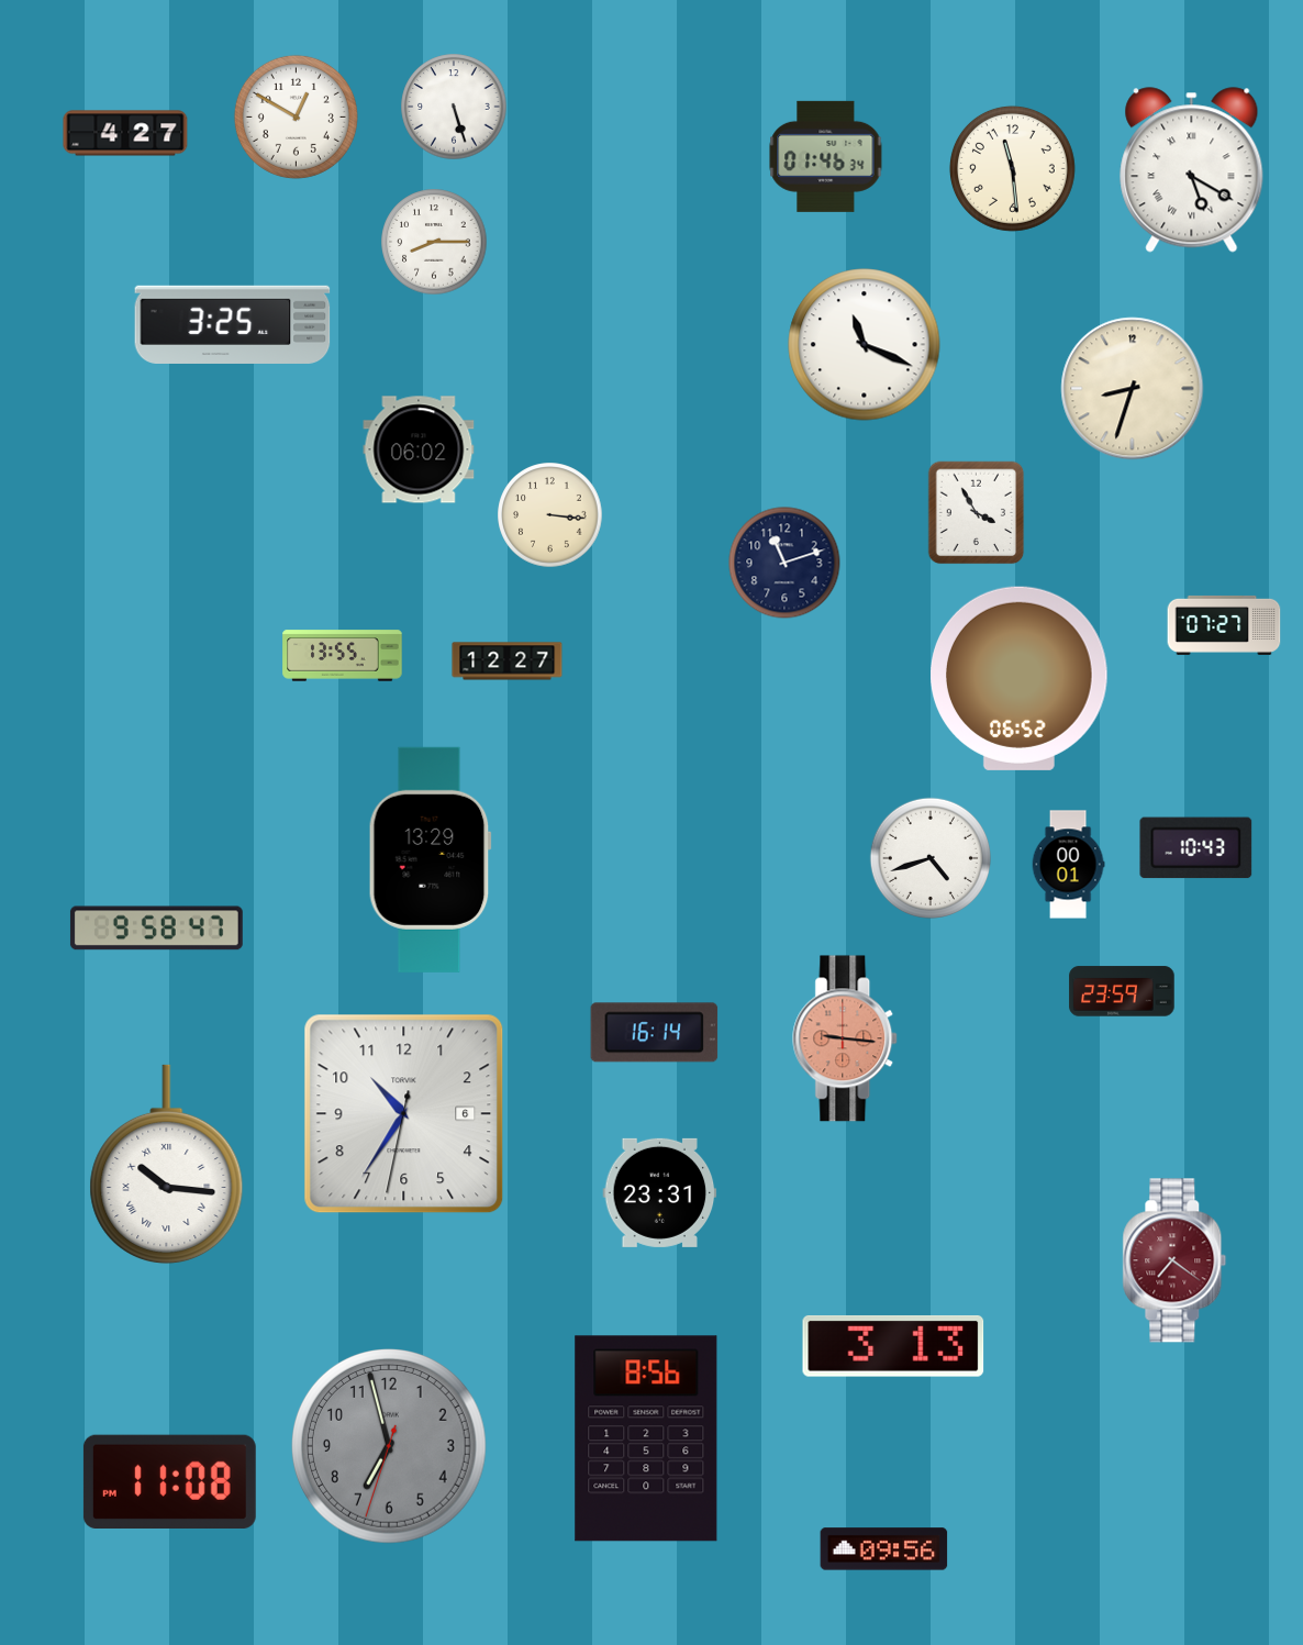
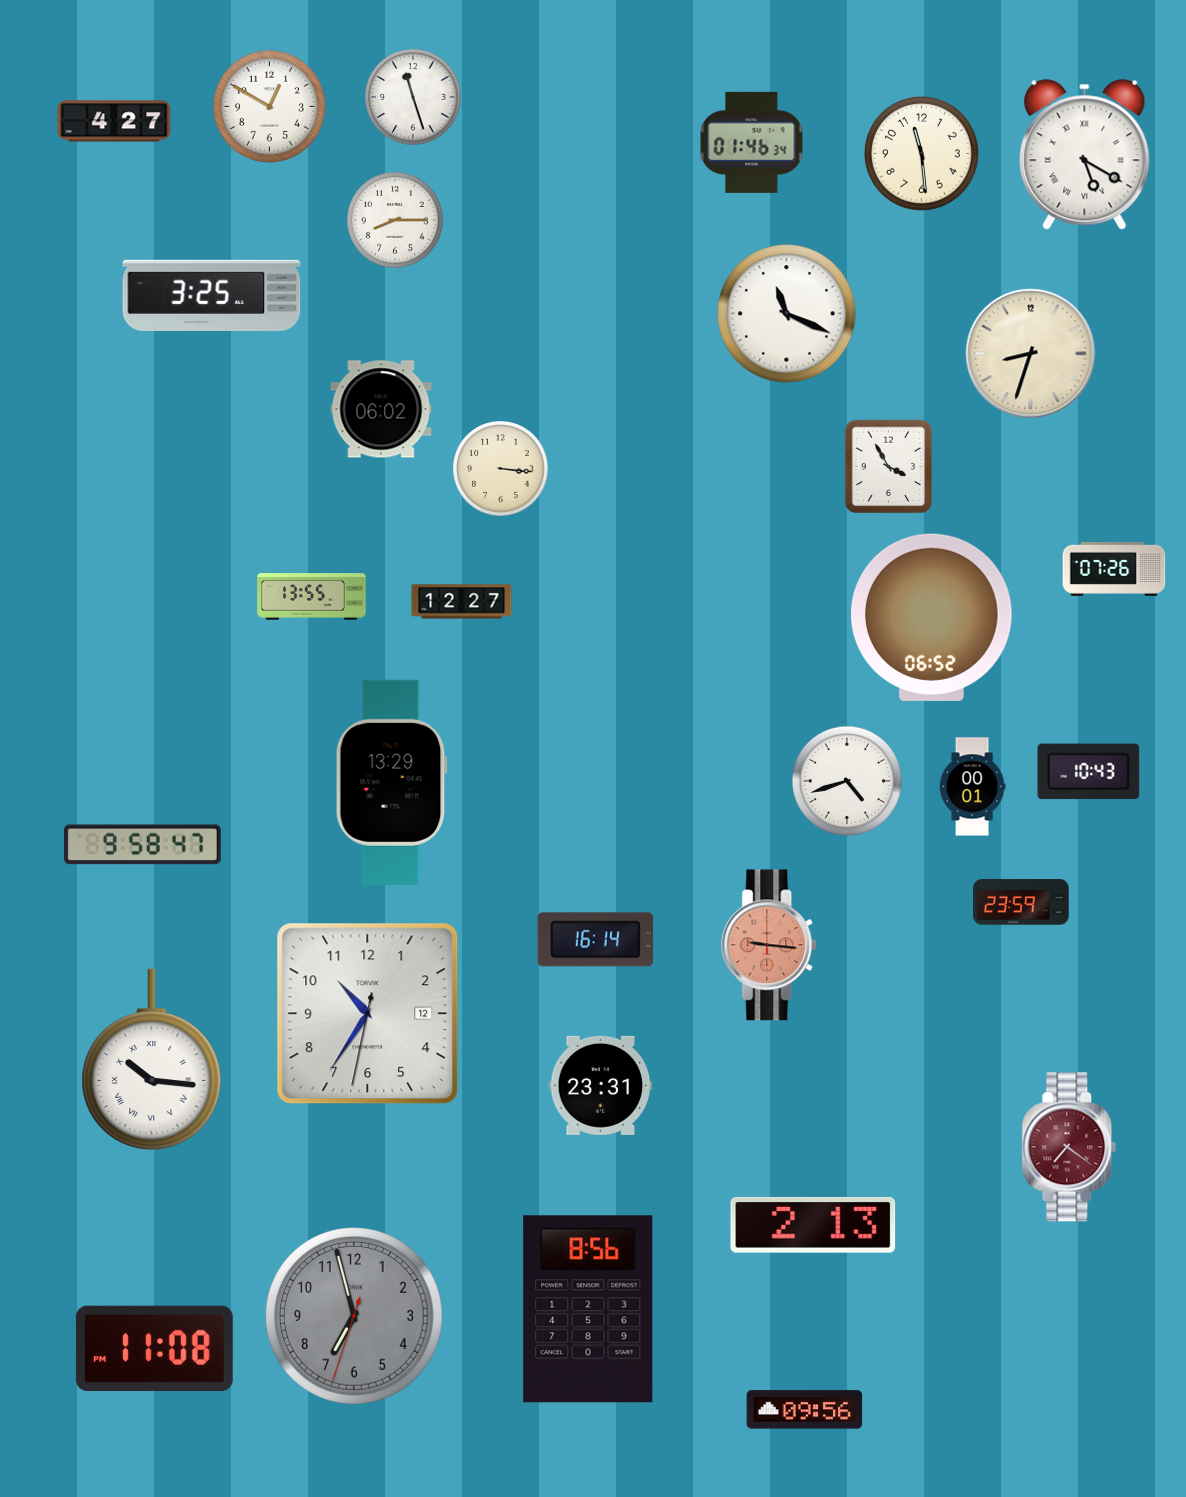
clock at (454, 107): 5:27 -> 11:27
clock at (784, 563): 11:12 -> none
clock at (1224, 625): 07:27 -> 07:26
clock at (1020, 678) position: (1020, 678) -> (932, 617)
clock at (404, 1114) date: 6 -> 12
clock at (893, 1346): 3:13 -> 2:13
